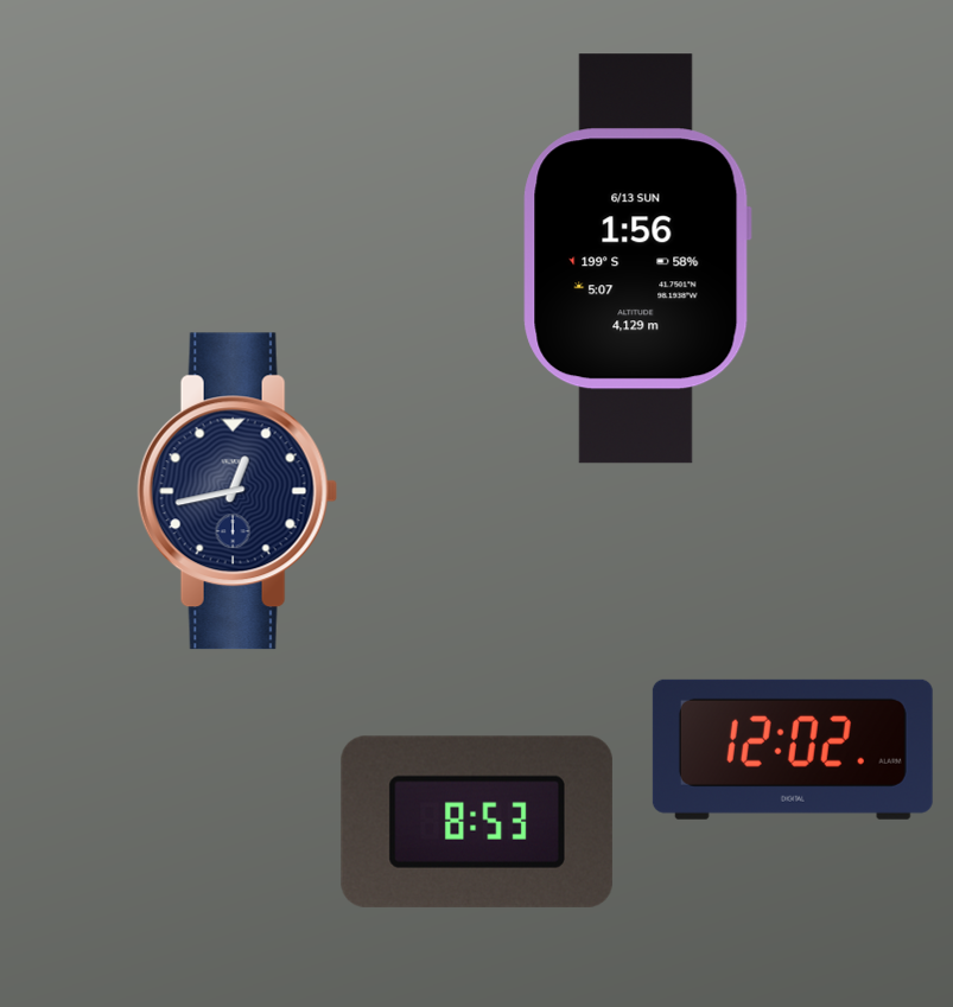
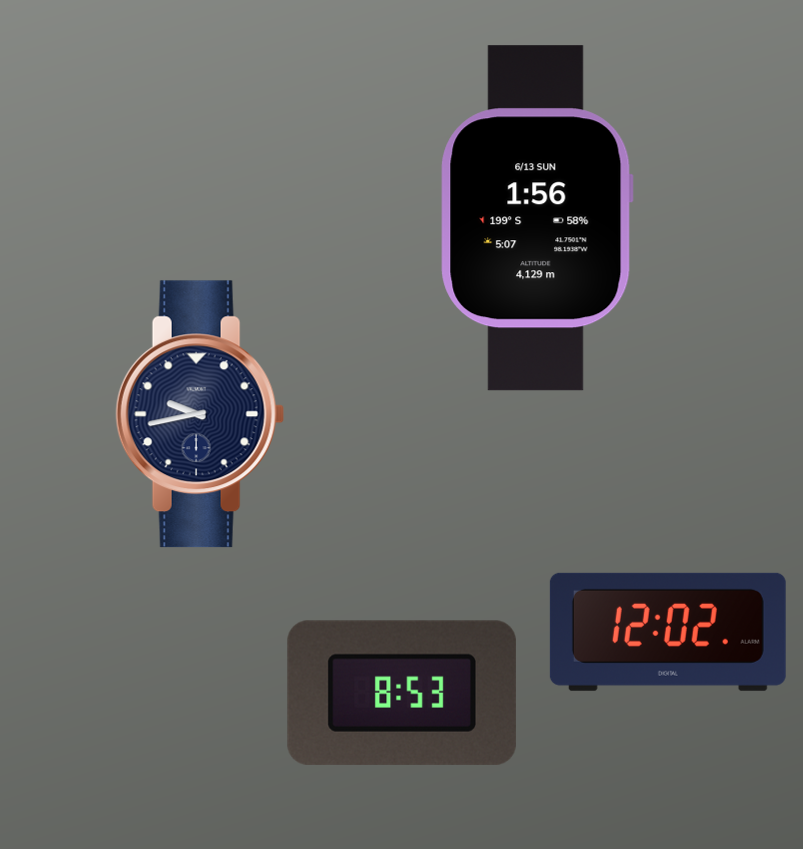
clock at (237, 491): 12:43 -> 9:43
